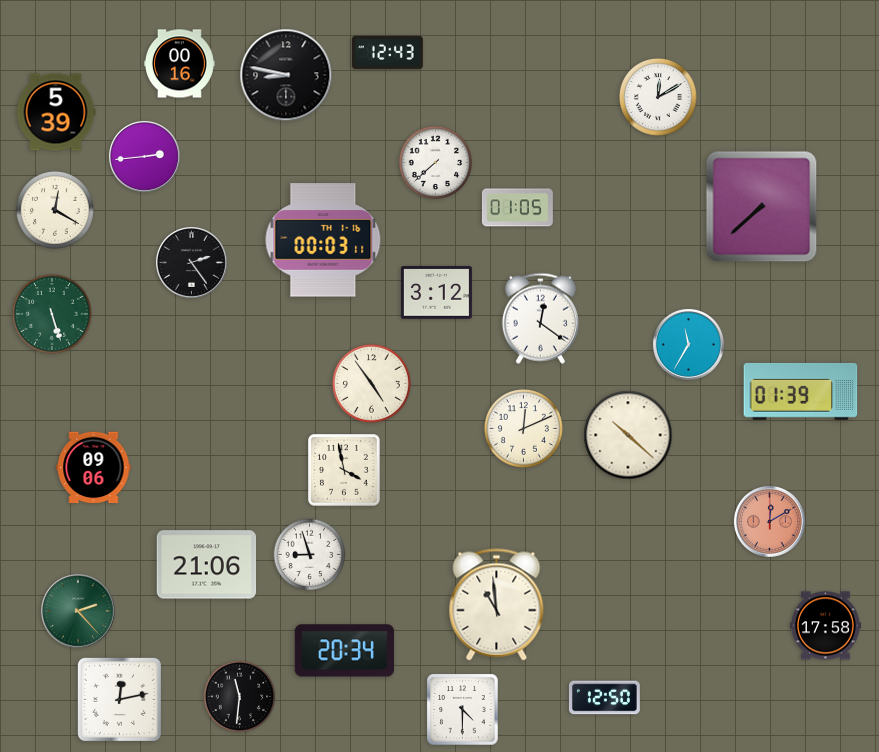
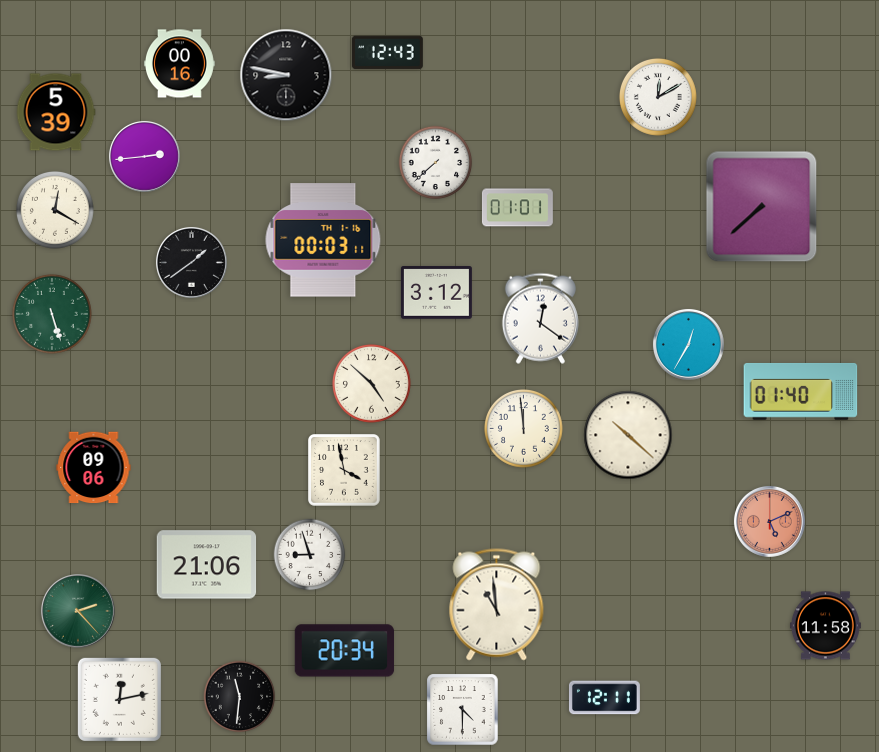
clock at (517, 208): 01:05 -> 01:01
clock at (191, 262): 2:24 -> 1:39
clock at (688, 344): 11:35 -> 12:35
clock at (372, 384): 4:54 -> 4:52
clock at (801, 391): 01:39 -> 01:40
clock at (524, 429): 12:11 -> 11:59
clock at (769, 521): 12:10 -> 5:11
clock at (825, 626): 17:58 -> 11:58
clock at (604, 698): 12:50 -> 12:11
